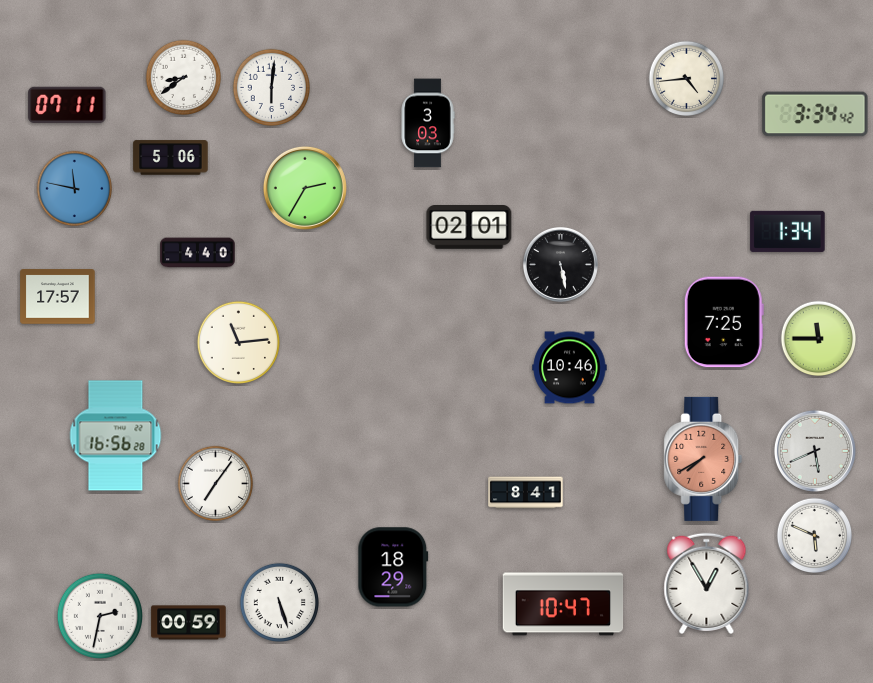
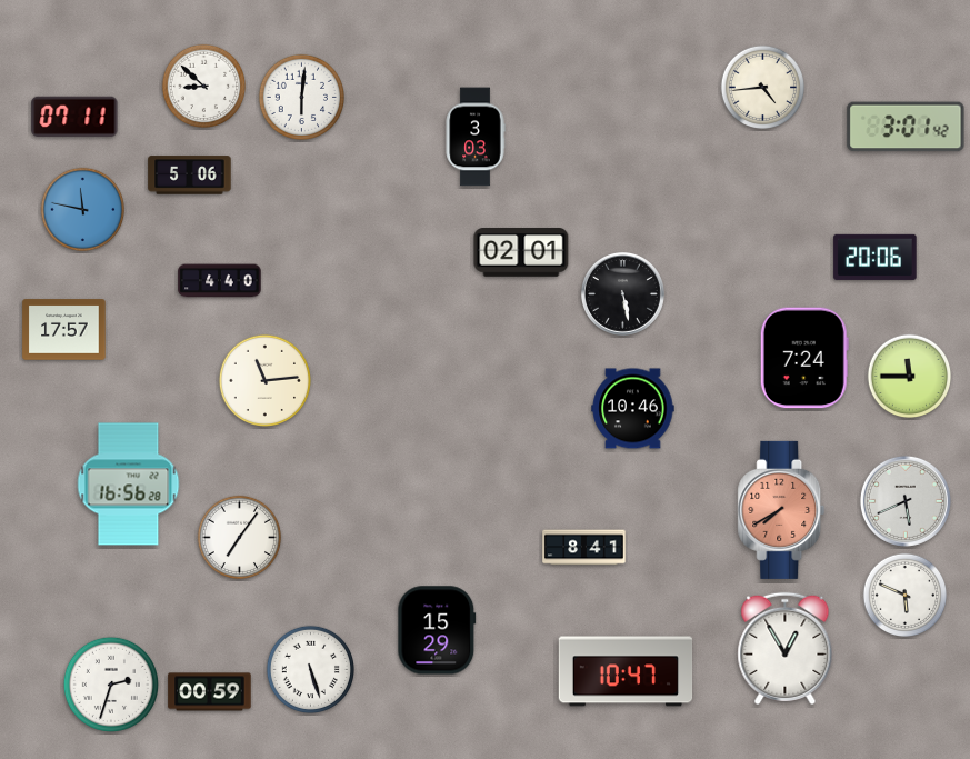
clock at (184, 78): 8:39 -> 8:52
clock at (815, 114): 3:34 -> 3:01
clock at (305, 188): 2:35 -> none
clock at (788, 231): 1:34 -> 20:06
clock at (724, 322): 7:25 -> 7:24
clock at (393, 567): 18:29 -> 15:29
clock at (100, 616): 2:32 -> 2:33
